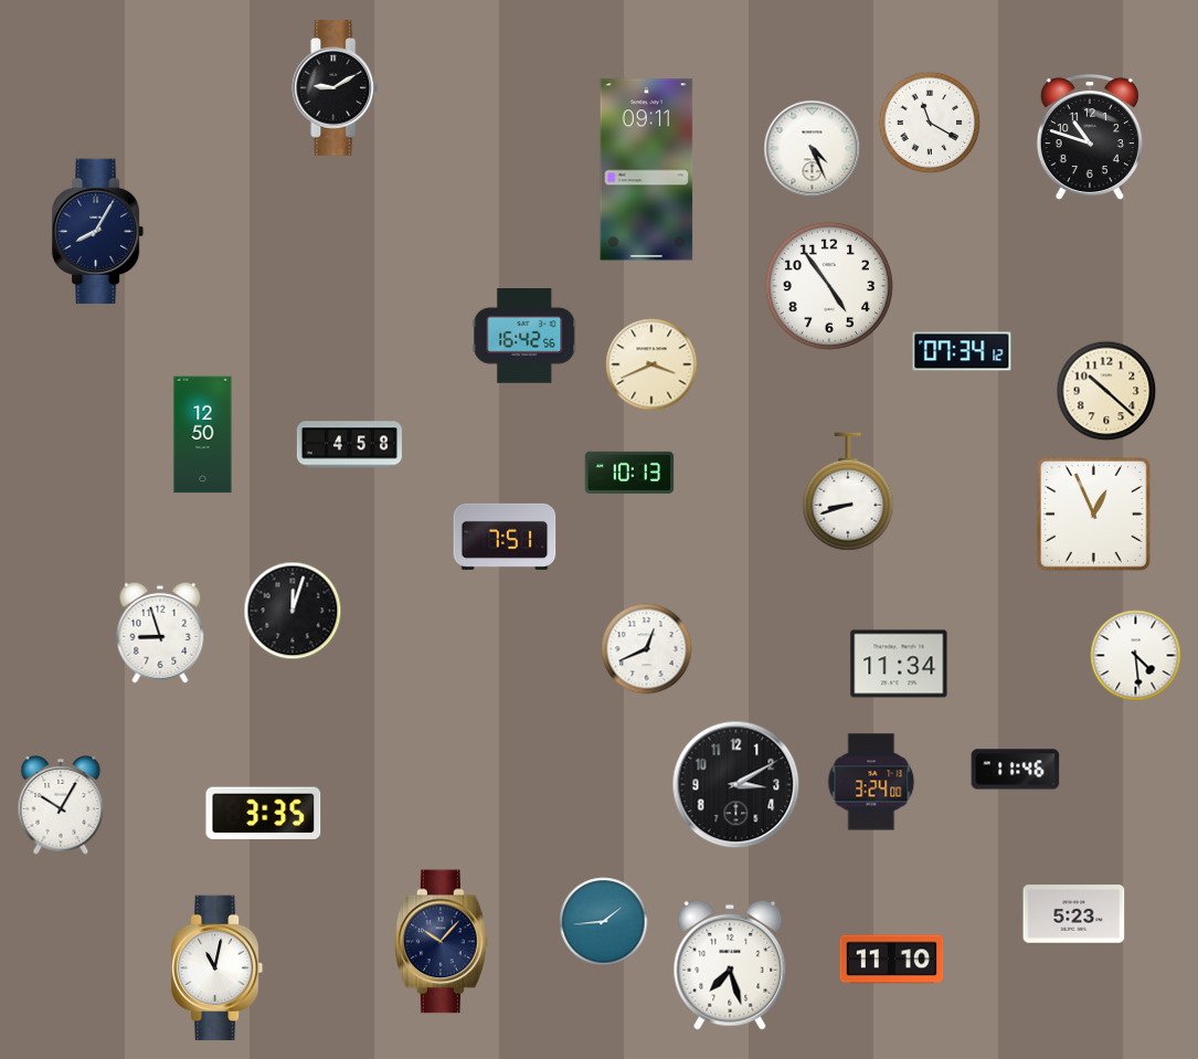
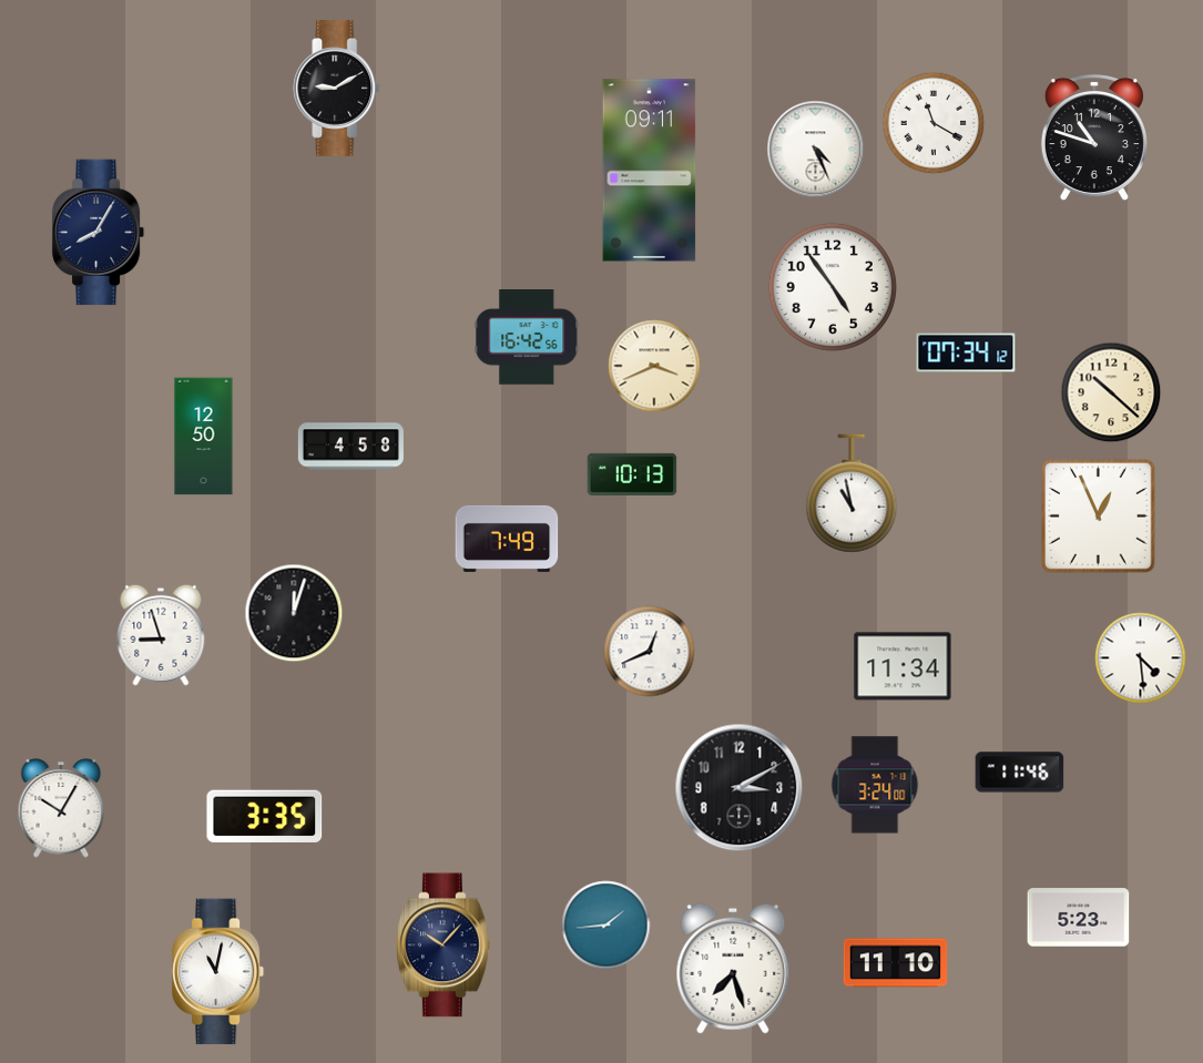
clock at (848, 491): 8:42 -> 10:58
clock at (505, 537): 7:51 -> 7:49
